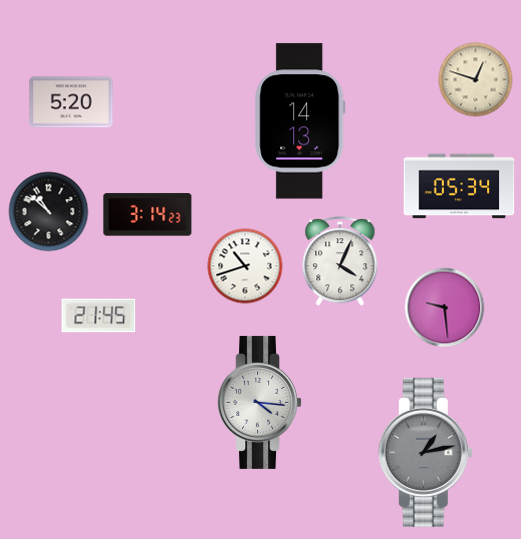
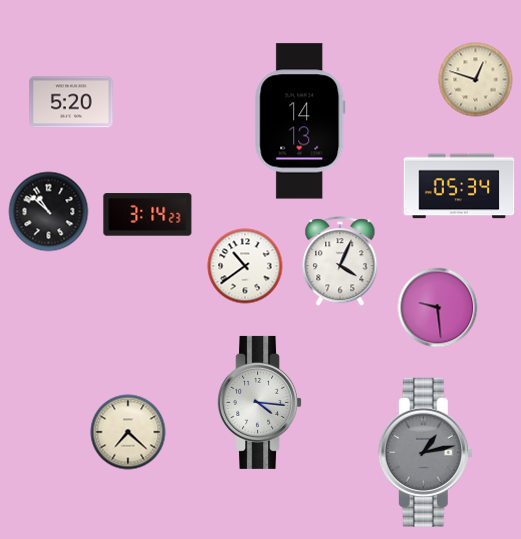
clock at (245, 266): 10:42 -> 10:39
clock at (445, 308) position: (445, 308) -> (438, 308)
clock at (99, 316): 21:45 -> none
clock at (128, 432): none -> 7:22
